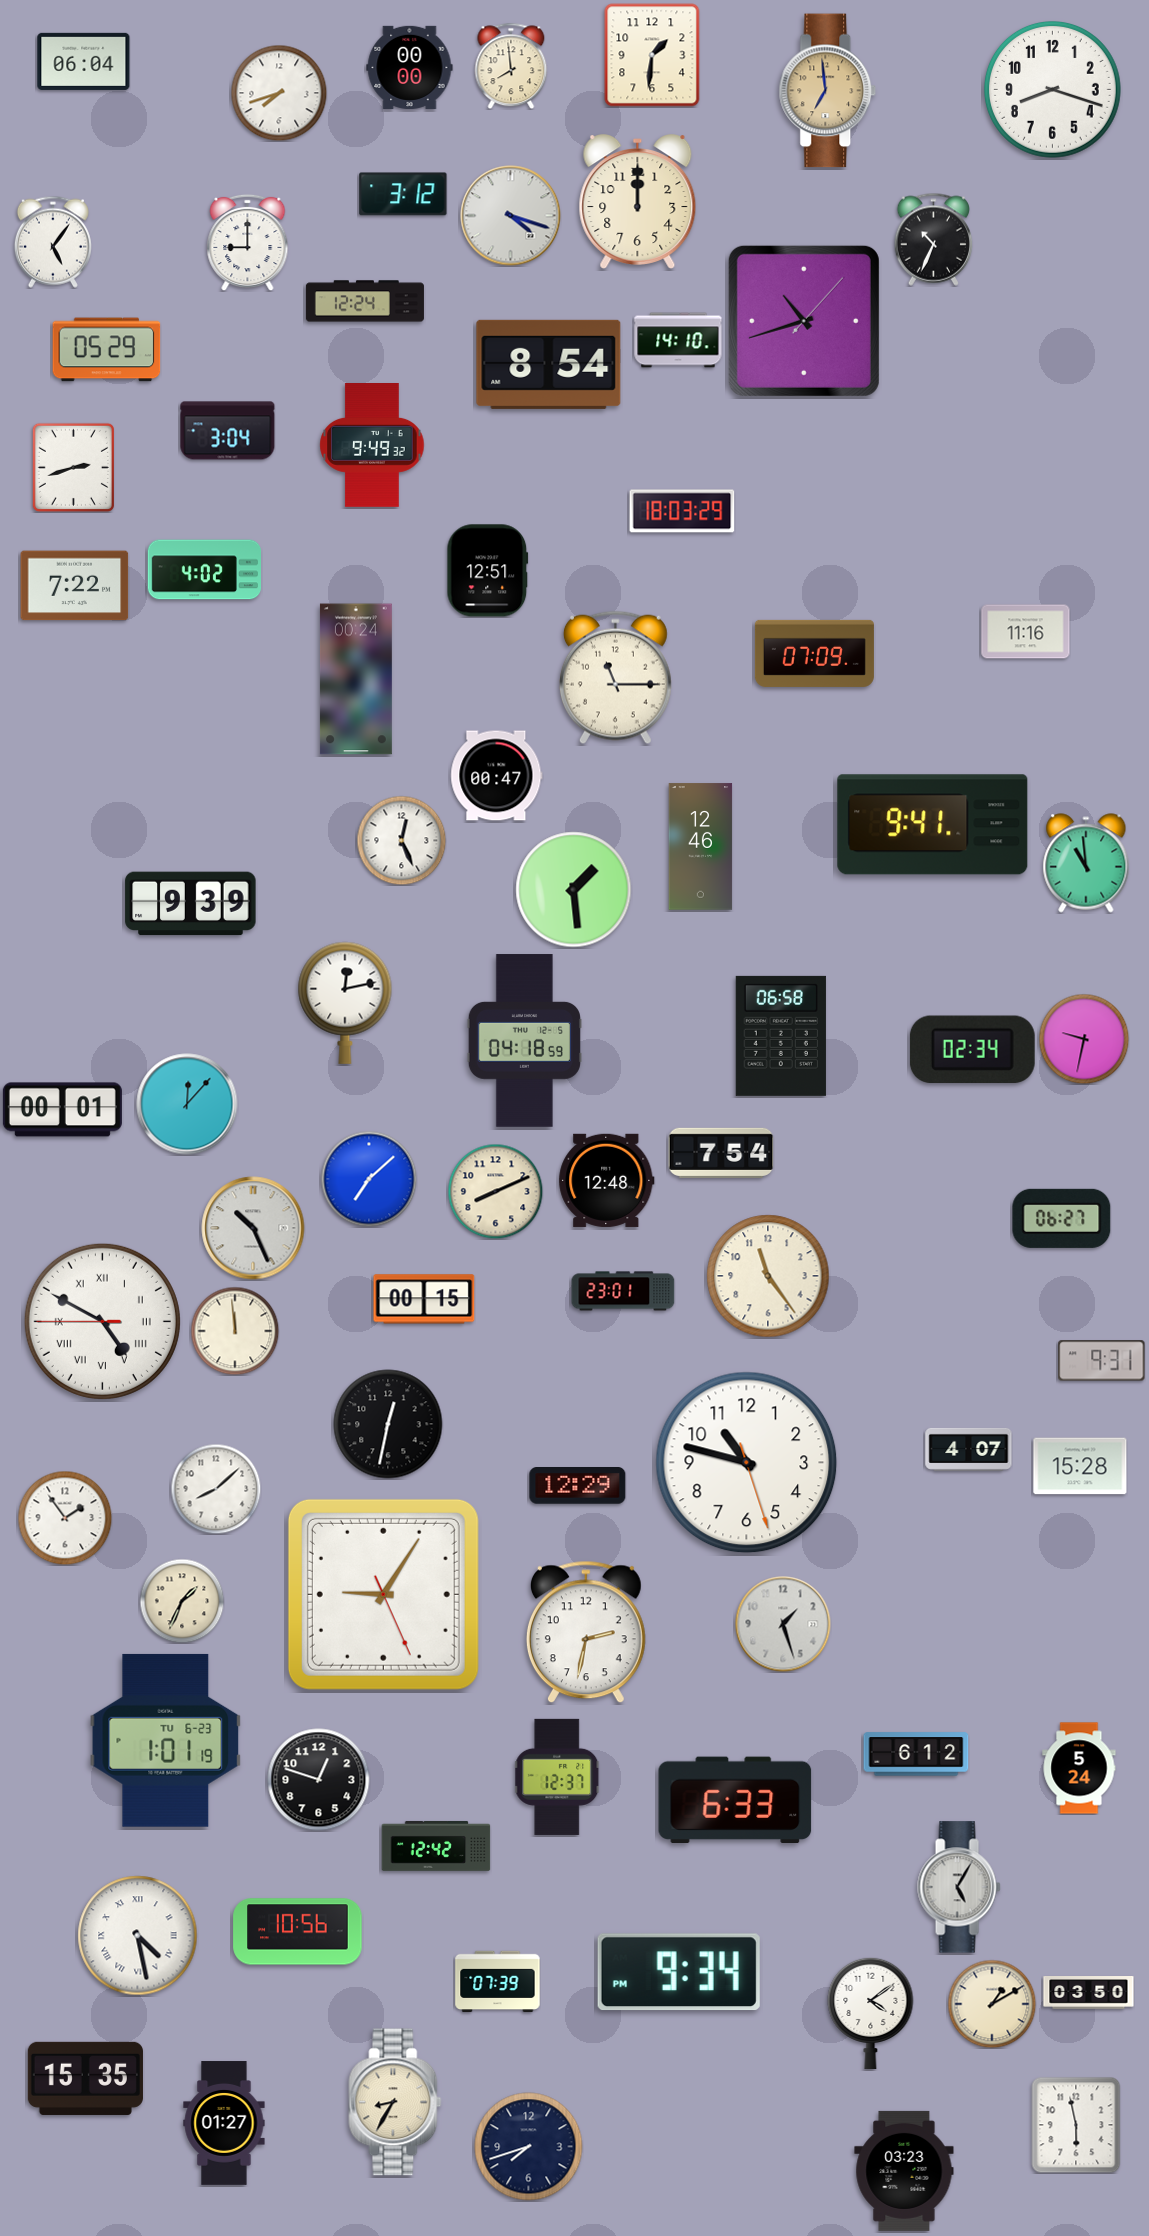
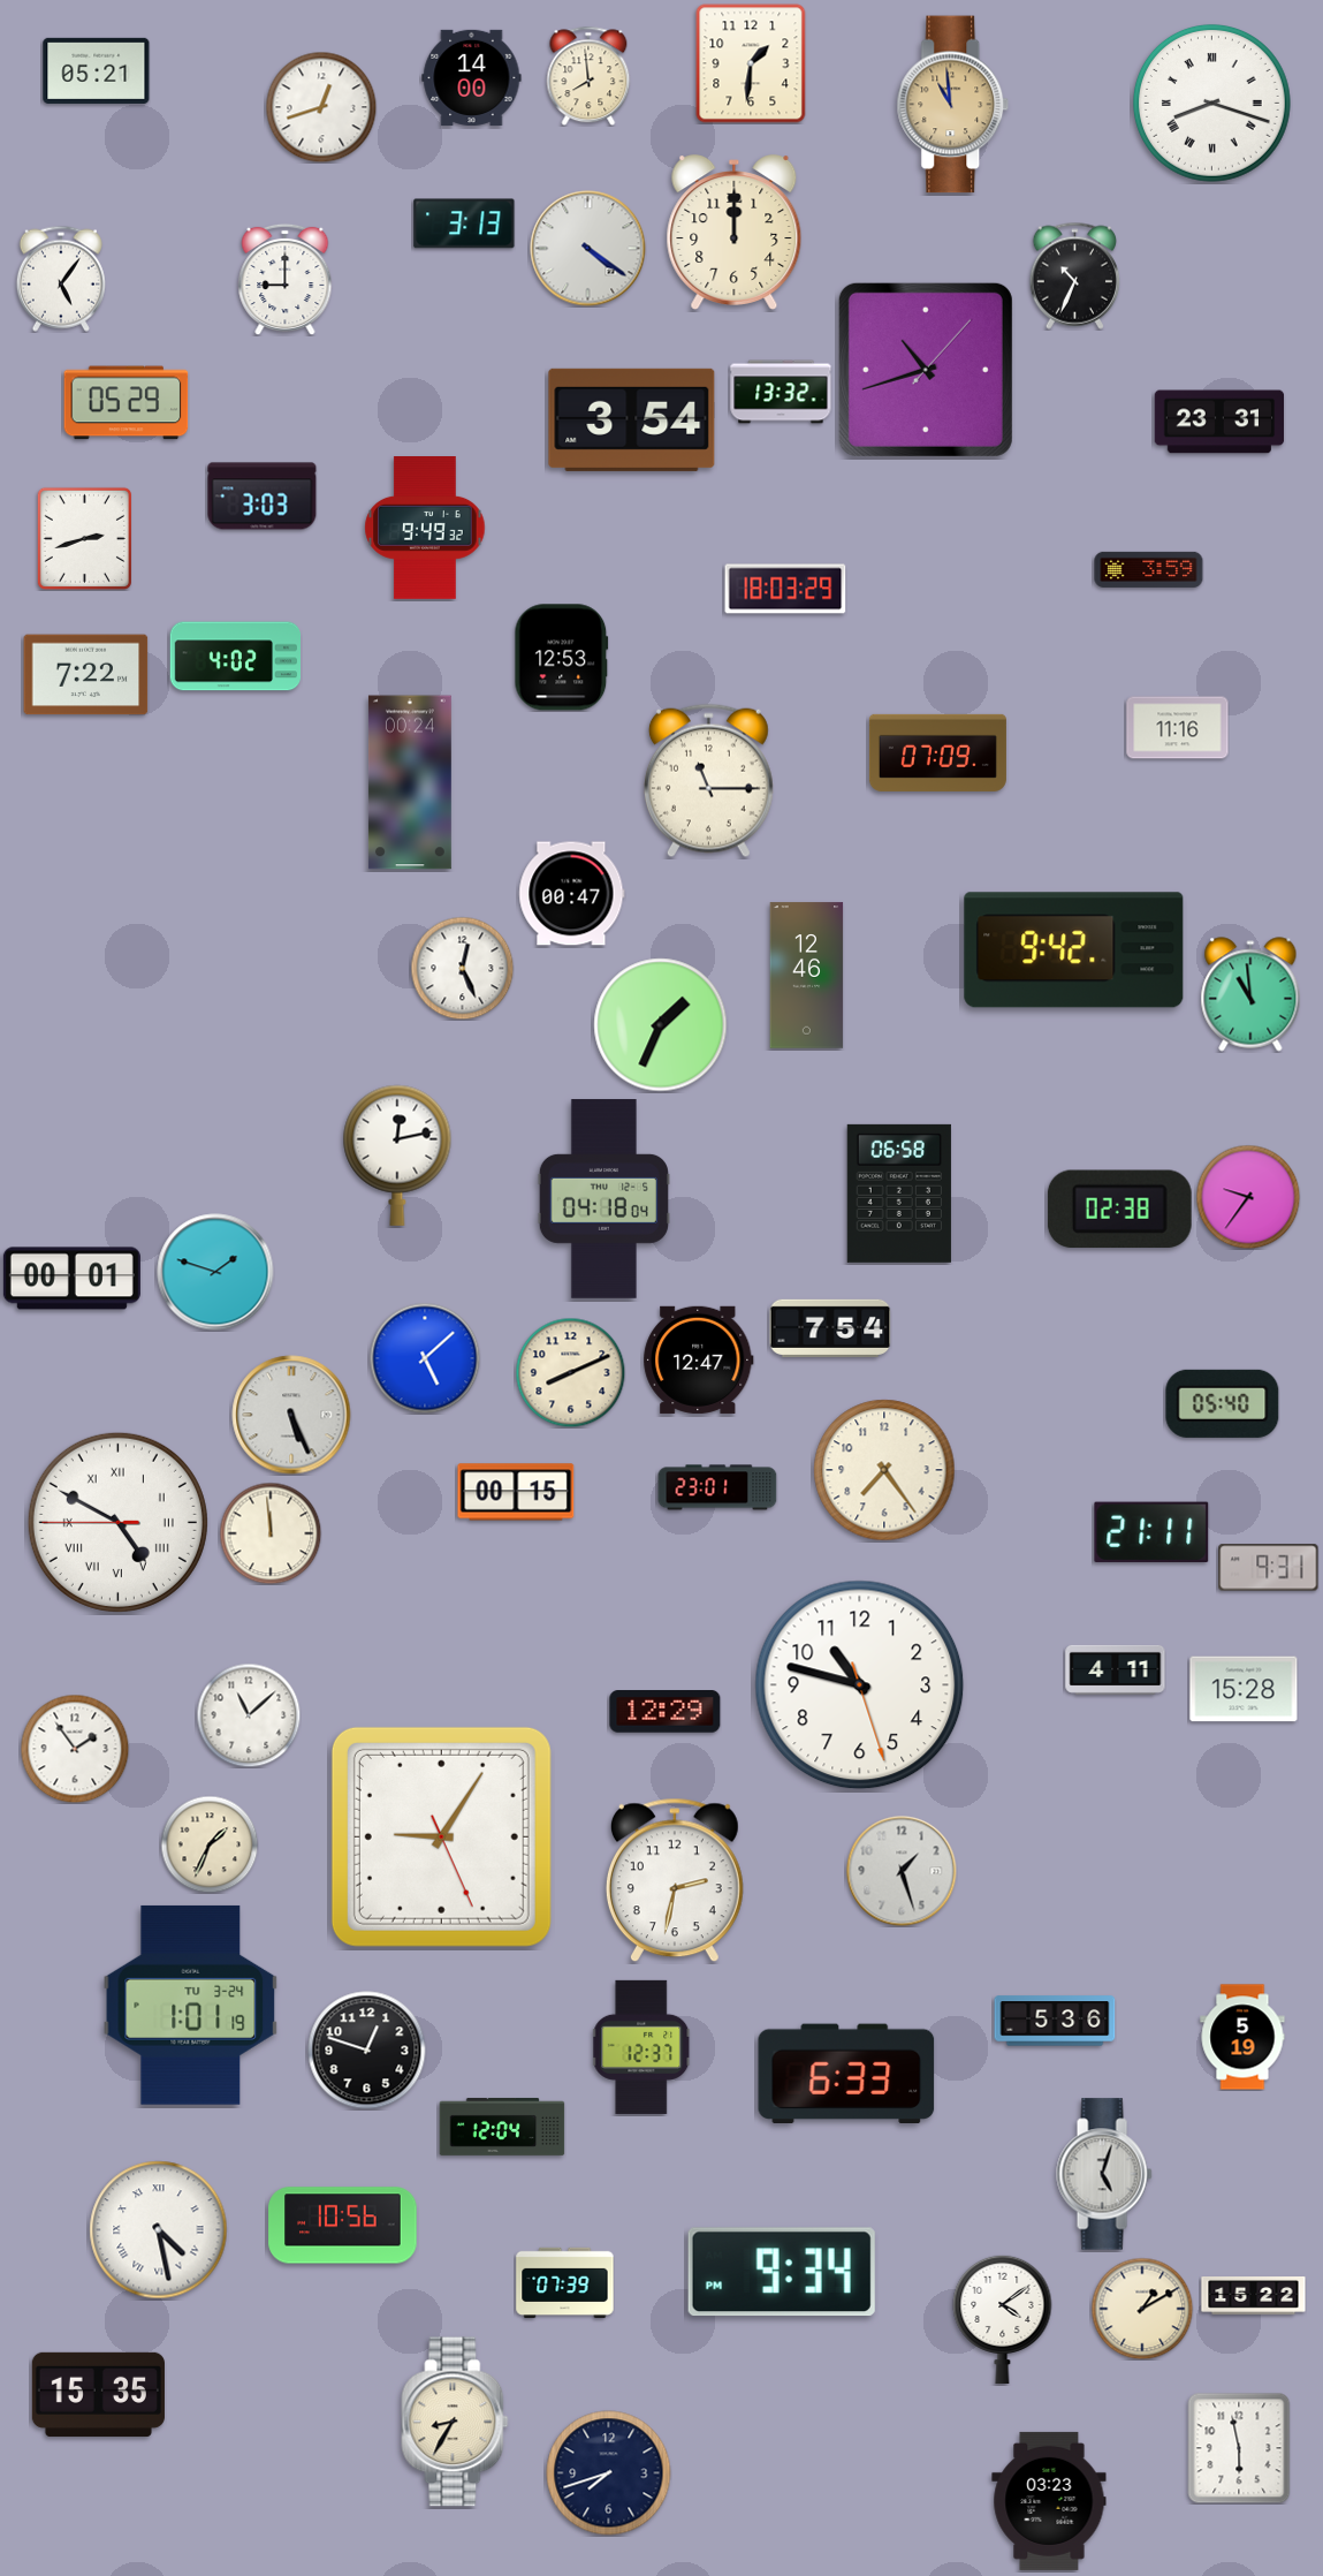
clock at (84, 61): 06:04 -> 05:21
clock at (410, 67): 00:00 -> 14:00
clock at (1052, 89) numerals: Arabic -> Roman
clock at (828, 91): 6:59 -> 10:59
clock at (279, 93): 7:42 -> 12:42
clock at (403, 194): 3:12 -> 3:13
clock at (511, 216): 4:18 -> 4:21
clock at (365, 301): 12:24 -> none
clock at (678, 340): 14:10 -> 13:32
clock at (107, 350) position: (107, 350) -> (127, 403)
clock at (549, 364): 8:54 -> 3:54
clock at (1219, 422): none -> 23:31
clock at (228, 431): 3:04 -> 3:03
clock at (372, 446) position: (372, 446) -> (425, 529)
clock at (1149, 569): none -> 3:59
clock at (488, 571): 12:51 -> 12:53
clock at (1026, 632) position: (1026, 632) -> (1178, 728)
clock at (933, 825): 9:41 -> 9:42
clock at (574, 890): 1:29 -> 1:34
clock at (191, 904): 9:39 -> none
clock at (1084, 1039): 9:32 -> 9:36
clock at (524, 1041): 04:18:59 -> 04:18:04
clock at (972, 1050): 02:34 -> 02:38
clock at (187, 1104): 12:07 -> 1:48
clock at (369, 1179): 7:08 -> 5:08
clock at (607, 1180): 12:48 -> 12:47
clock at (1062, 1218): 06:27 -> 05:40
clock at (253, 1228): 10:26 -> 5:26
clock at (768, 1276): 11:24 -> 7:24
clock at (424, 1299) position: (424, 1299) -> (516, 1492)
clock at (1151, 1531): none -> 21:11
clock at (388, 1424): 12:32 -> none
clock at (969, 1449): 4:07 -> 4:11
clock at (216, 1489): 8:08 -> 11:08
clock at (166, 1740) date: TU 6-23 -> TU 3-24
clock at (916, 1754): 6:12 -> 5:36
clock at (1079, 1768): 5:24 -> 5:19
clock at (436, 1846): 12:42 -> 12:04
clock at (959, 1887): 5:05 -> 5:03
clock at (498, 1982) position: (498, 1982) -> (565, 2283)
clock at (1089, 1993): 03:50 -> 15:22
clock at (224, 2123): 01:27 -> none
clock at (904, 2171) position: (904, 2171) -> (1049, 2501)
